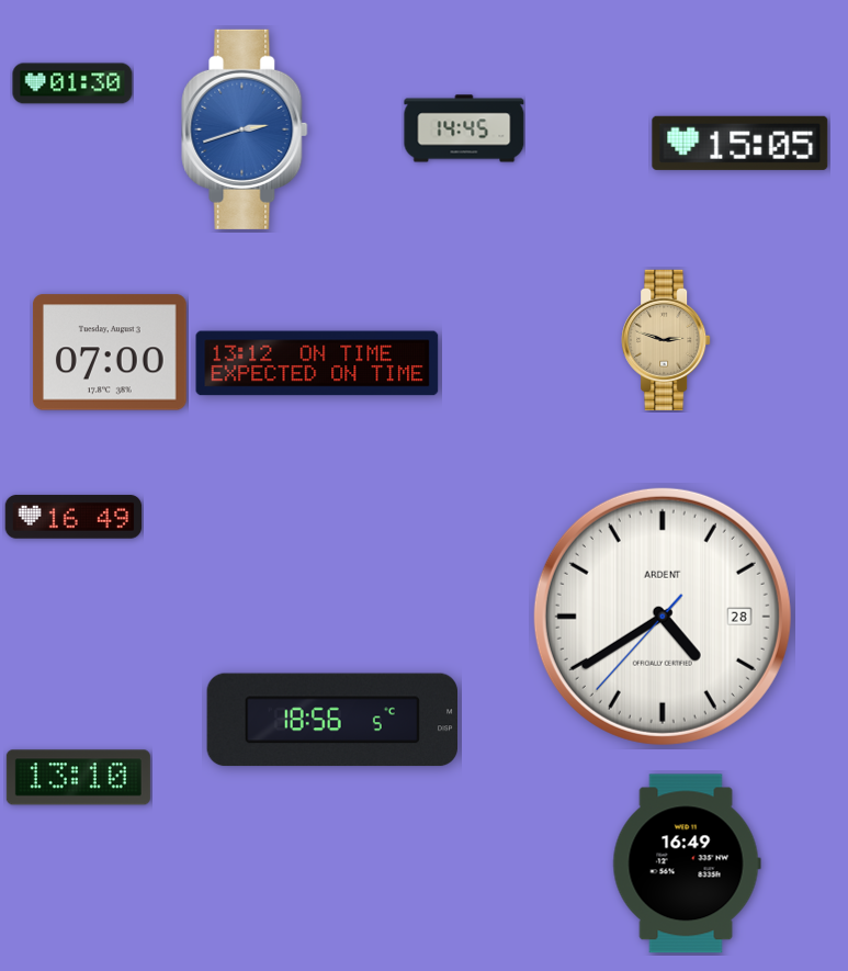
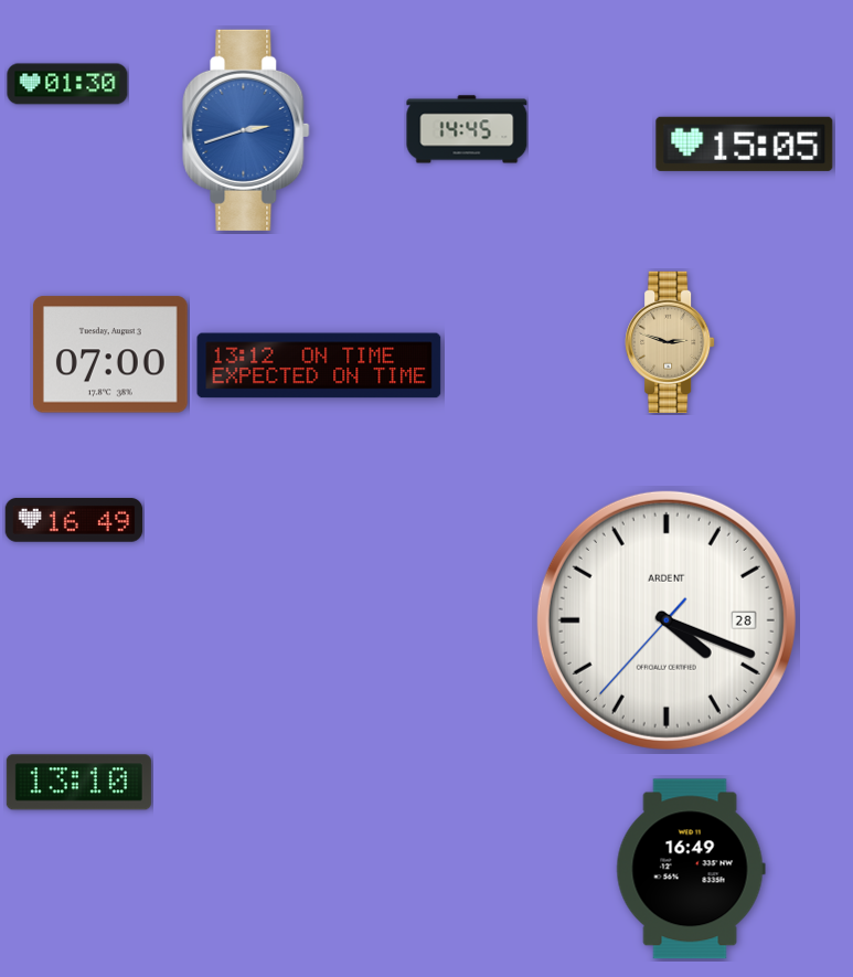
clock at (72, 83) position: (72, 83) -> (67, 84)
clock at (663, 617): 4:39 -> 4:18
clock at (331, 720): 18:56 -> none
